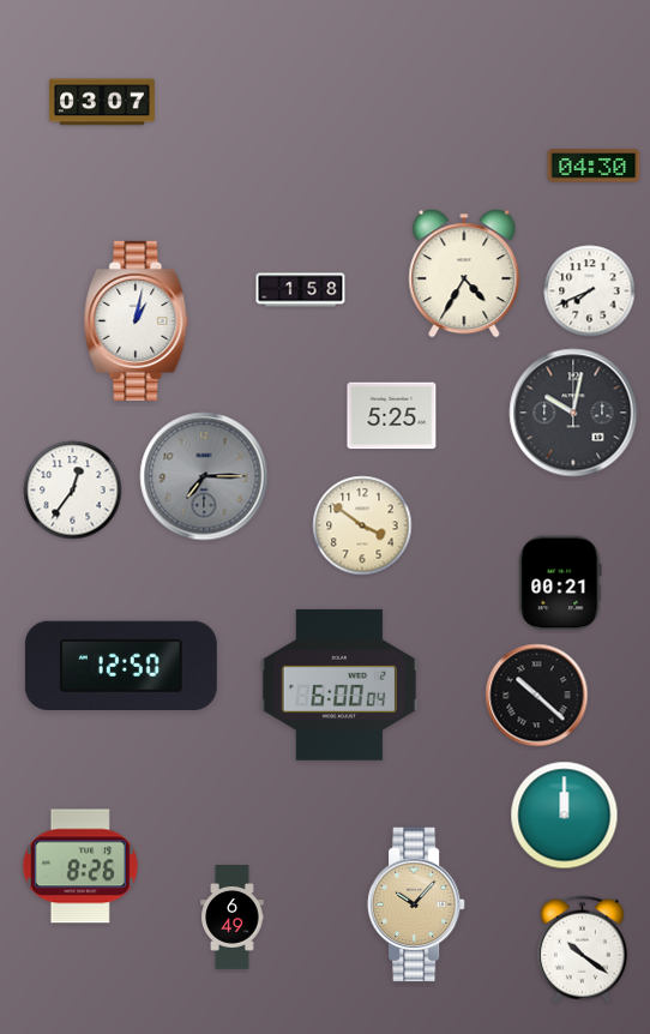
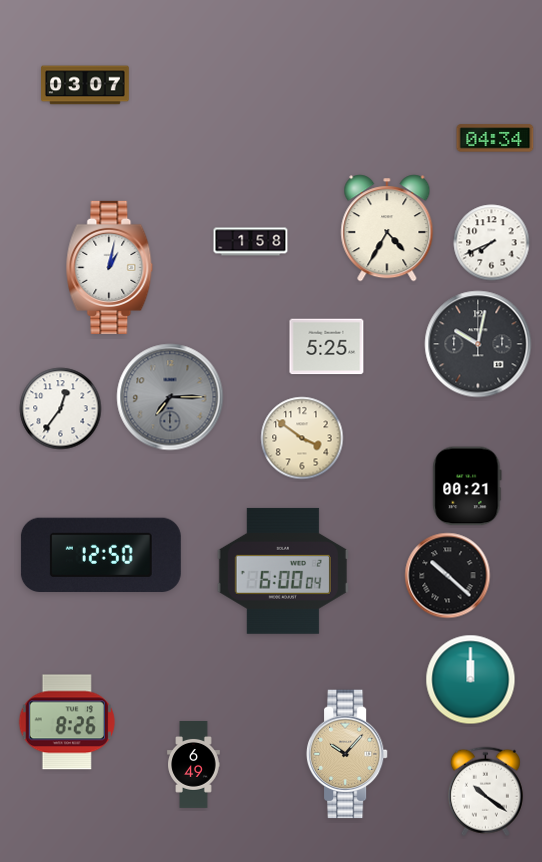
clock at (594, 166): 04:30 -> 04:34
clock at (137, 320) position: (137, 320) -> (110, 267)
clock at (537, 696) position: (537, 696) -> (448, 576)
